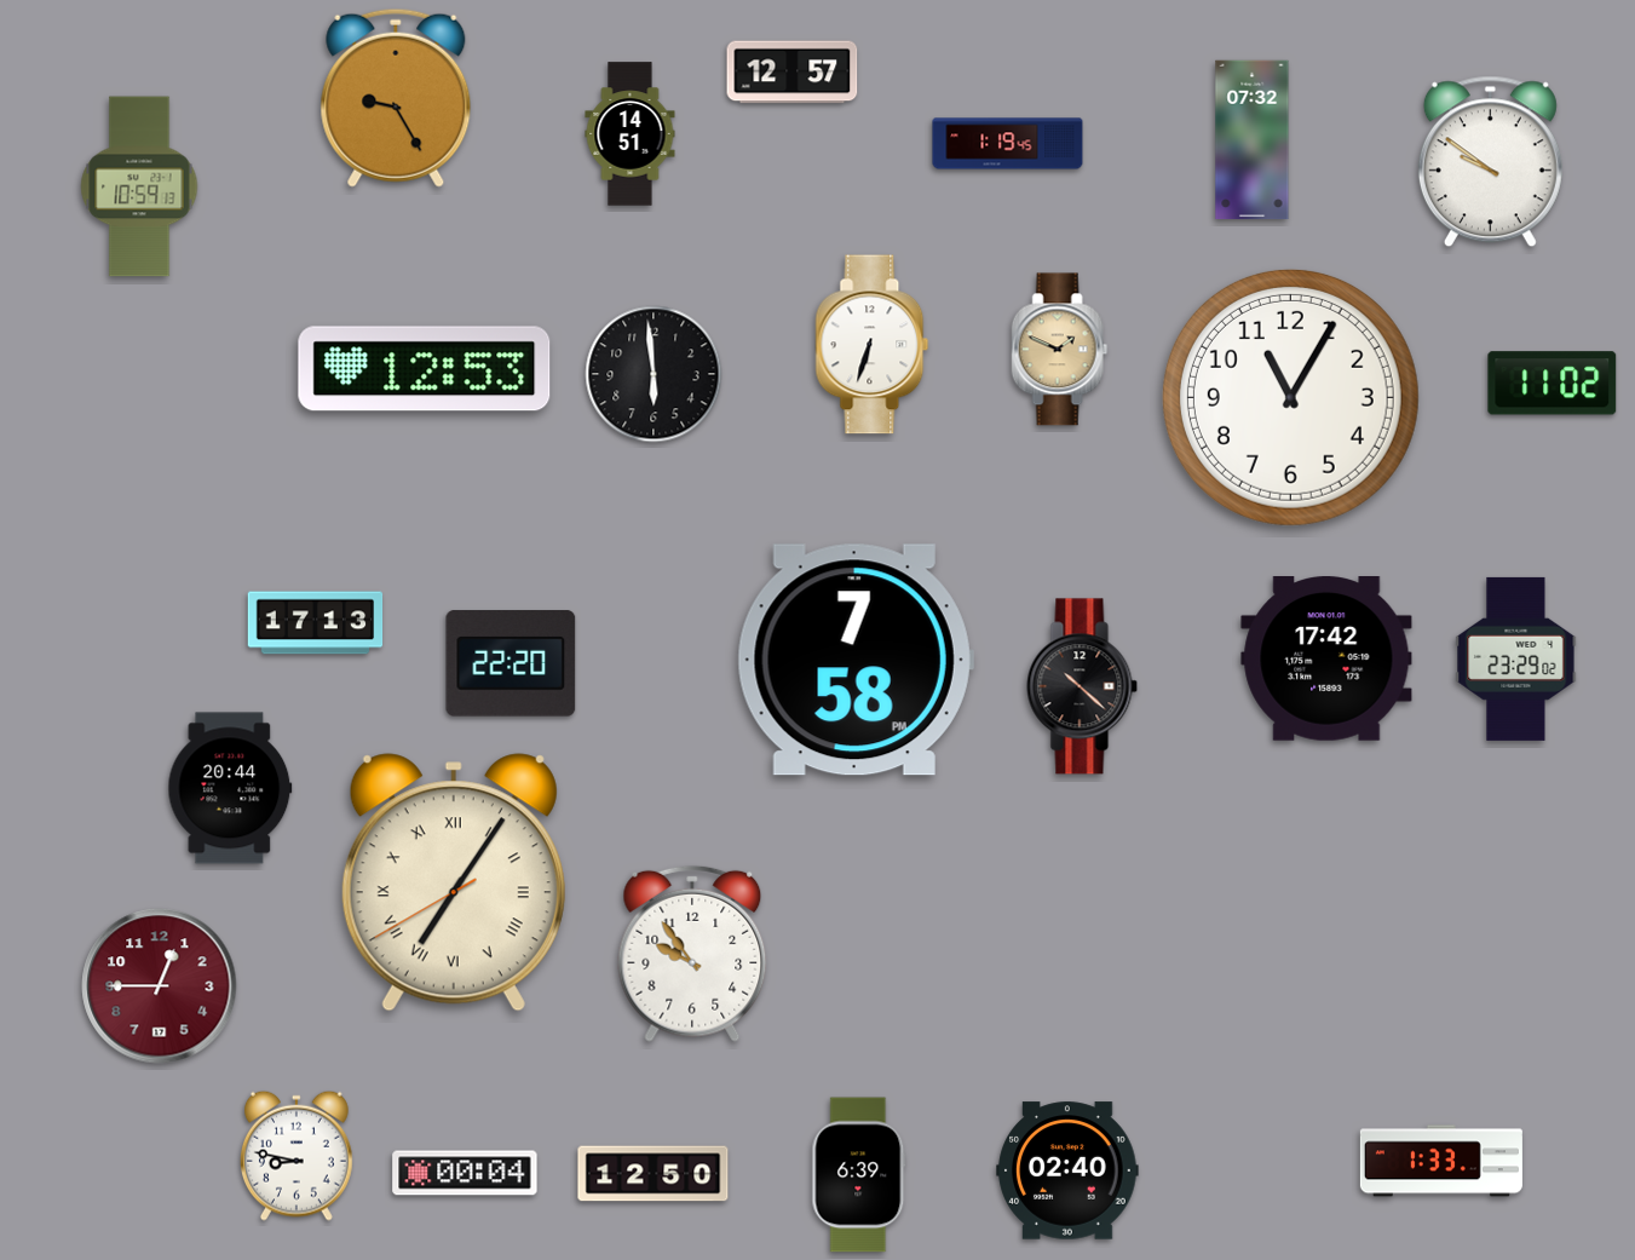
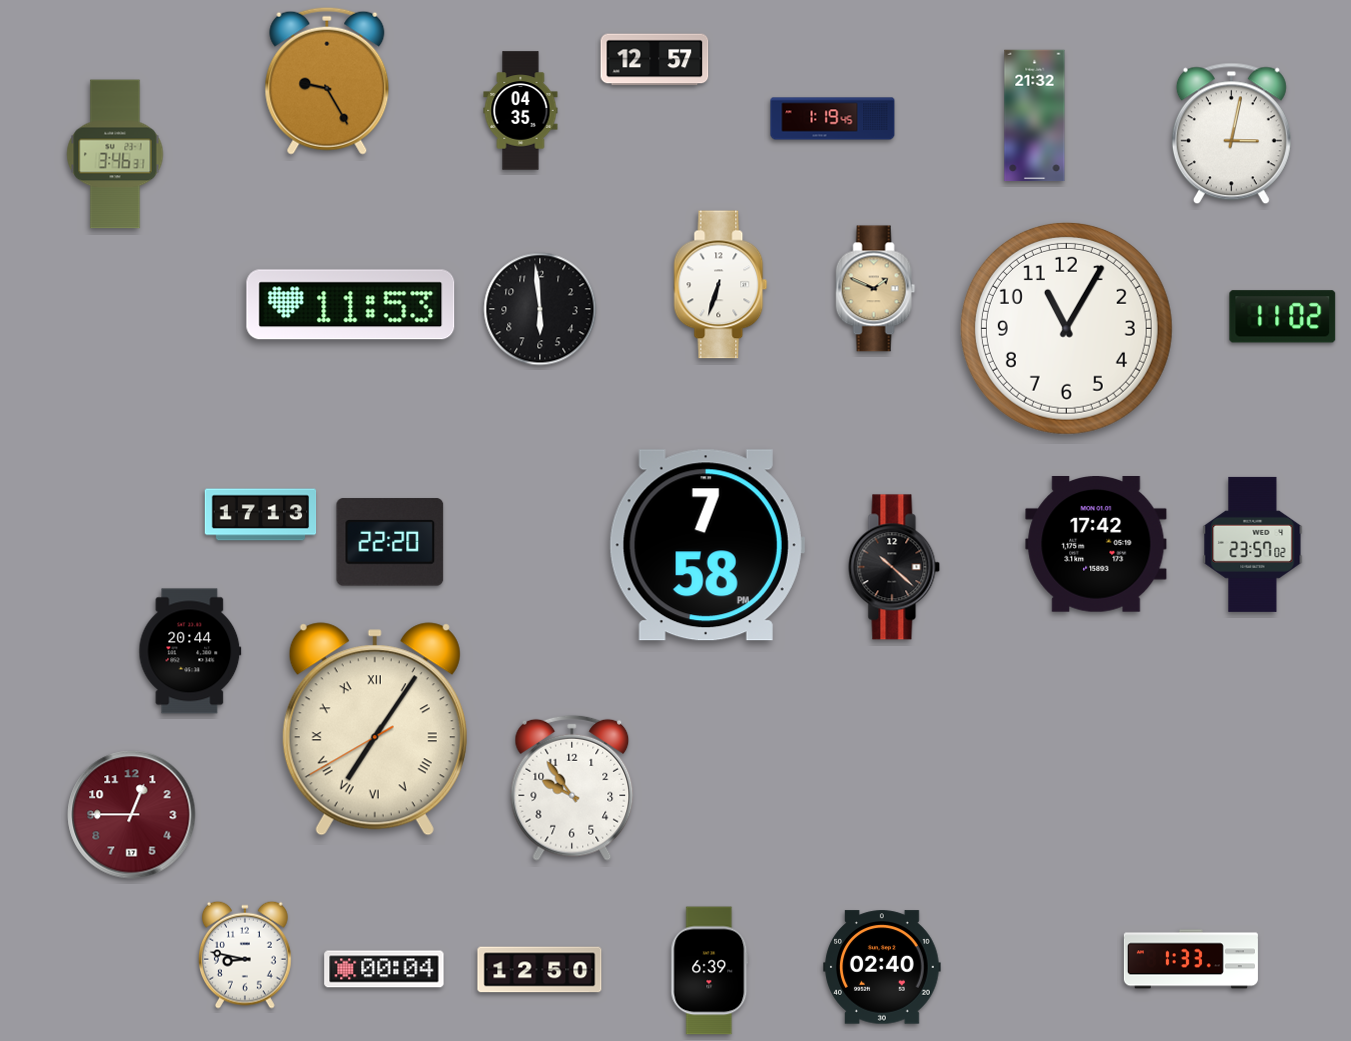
clock at (631, 134): 14:51 -> 04:35
clock at (1253, 140): 07:32 -> 21:32
clock at (1490, 162): 9:51 -> 3:02
clock at (139, 186): 10:59 -> 3:46
clock at (425, 369): 12:53 -> 11:53
clock at (1516, 658): 23:29 -> 23:57
clock at (511, 663) position: (511, 663) -> (390, 542)
